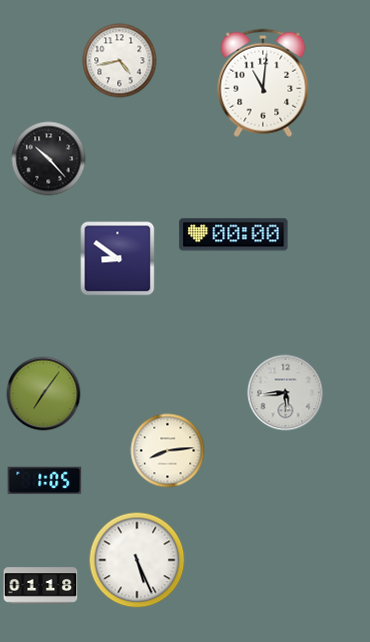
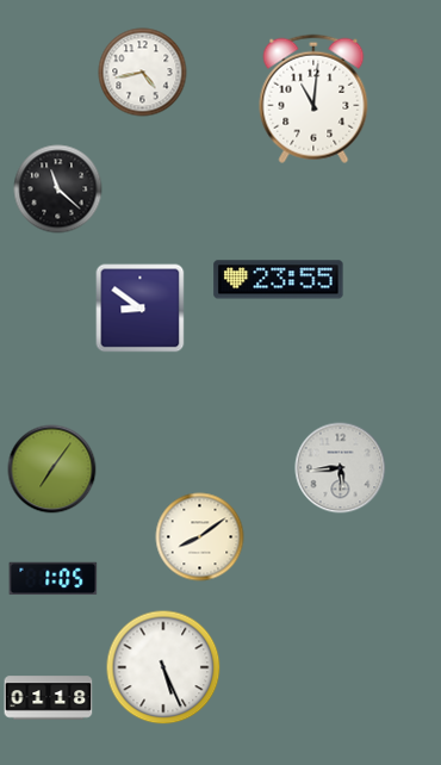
clock at (49, 159): 10:23 -> 11:22
clock at (234, 235): 00:00 -> 23:55
clock at (168, 451): 8:14 -> 8:09
clock at (45, 481) position: (45, 481) -> (54, 579)
